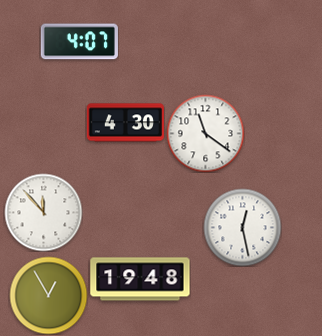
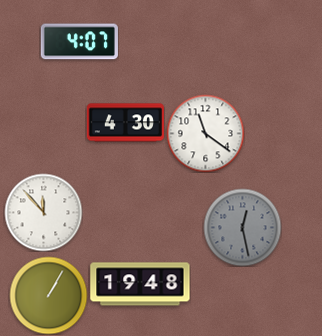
clock at (242, 227) dial: white -> grey
clock at (140, 279) position: (140, 279) -> (140, 284)
clock at (48, 295): 12:55 -> 1:05
